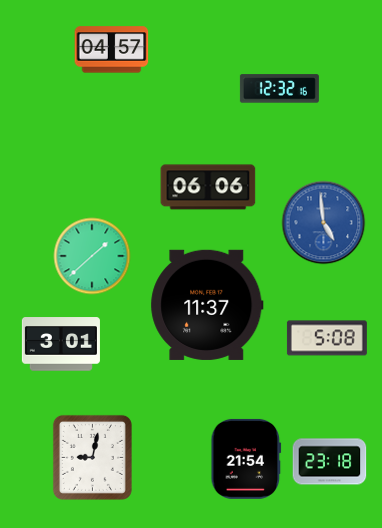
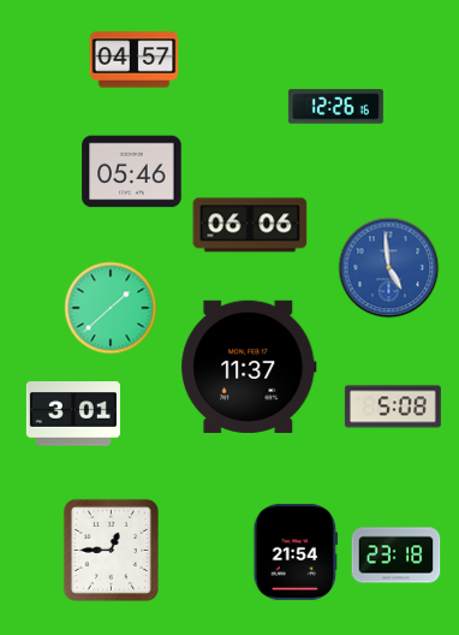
clock at (279, 89): 12:32 -> 12:26
clock at (132, 172): none -> 05:46
clock at (92, 457): 9:02 -> 12:45
